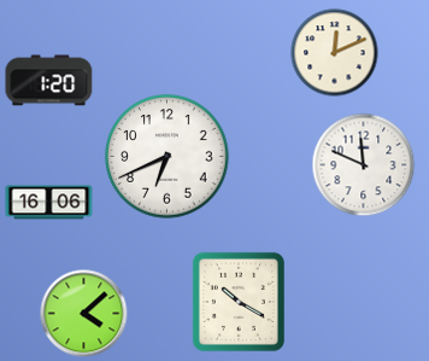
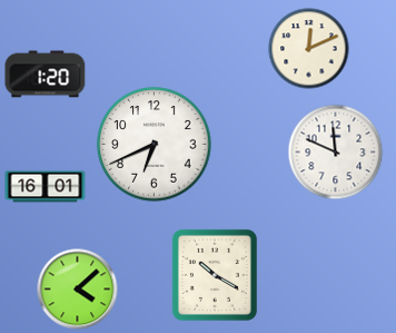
clock at (49, 203): 16:06 -> 16:01
clock at (239, 302) position: (239, 302) -> (215, 275)
